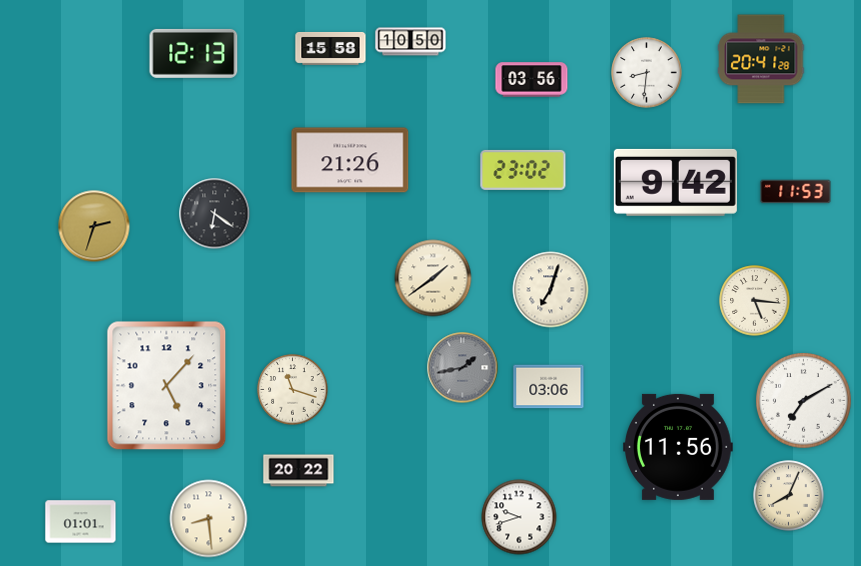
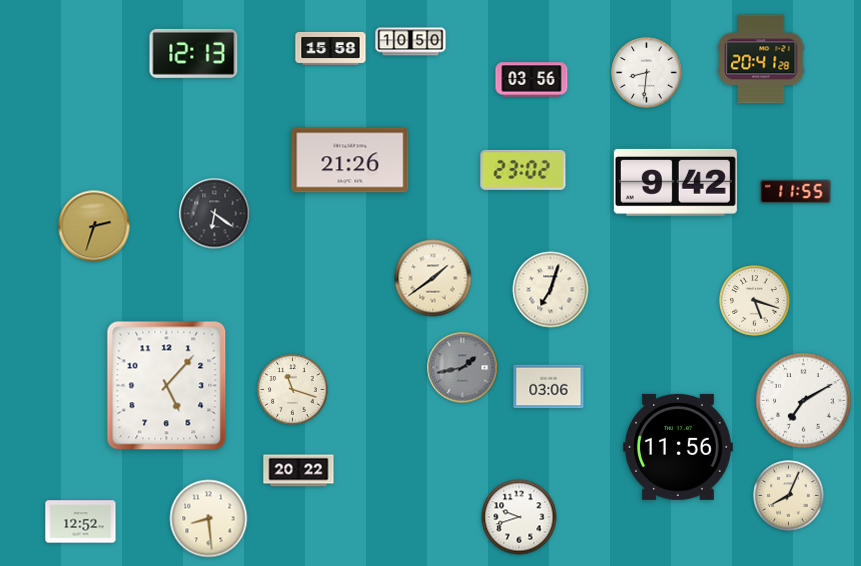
clock at (796, 192): 11:53 -> 11:55
clock at (755, 301): 5:16 -> 5:18
clock at (81, 522): 01:01 -> 12:52
